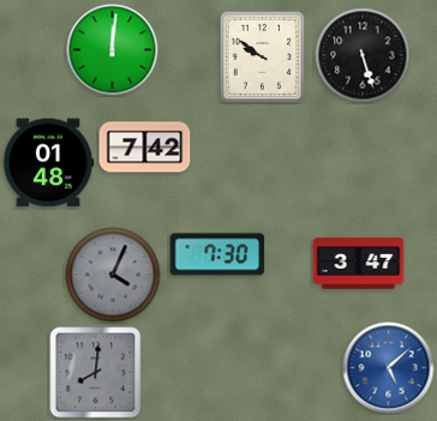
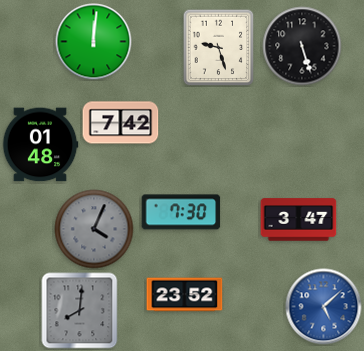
clock at (263, 56): 9:51 -> 9:27
clock at (48, 163) position: (48, 163) -> (40, 145)
clock at (185, 295): none -> 23:52
